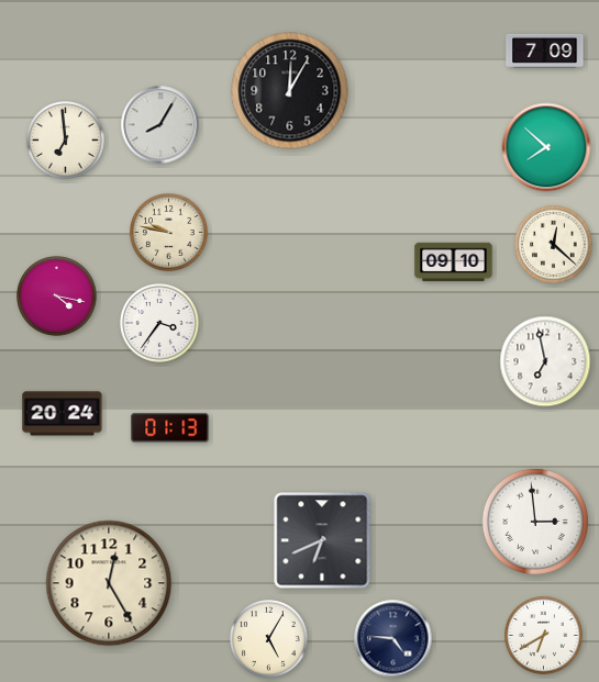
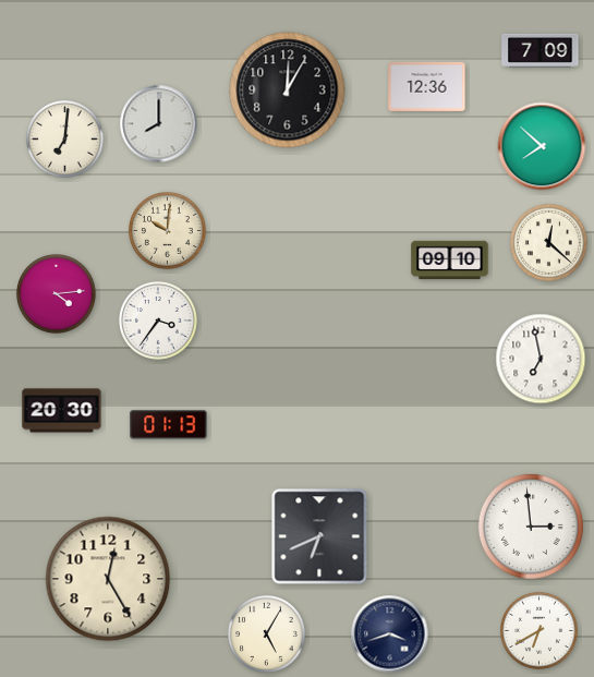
clock at (427, 86): none -> 12:36
clock at (160, 125): 8:05 -> 8:00
clock at (66, 141): 6:59 -> 7:01
clock at (169, 233): 9:47 -> 10:01
clock at (57, 297): 4:17 -> 4:14
clock at (63, 414): 20:24 -> 20:30
clock at (535, 522) position: (535, 522) -> (531, 527)
clock at (393, 639): 4:46 -> 3:42
